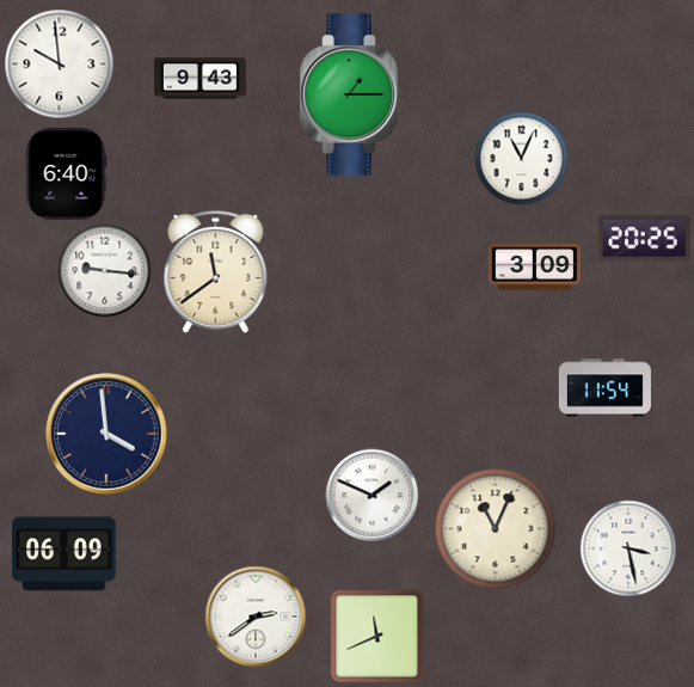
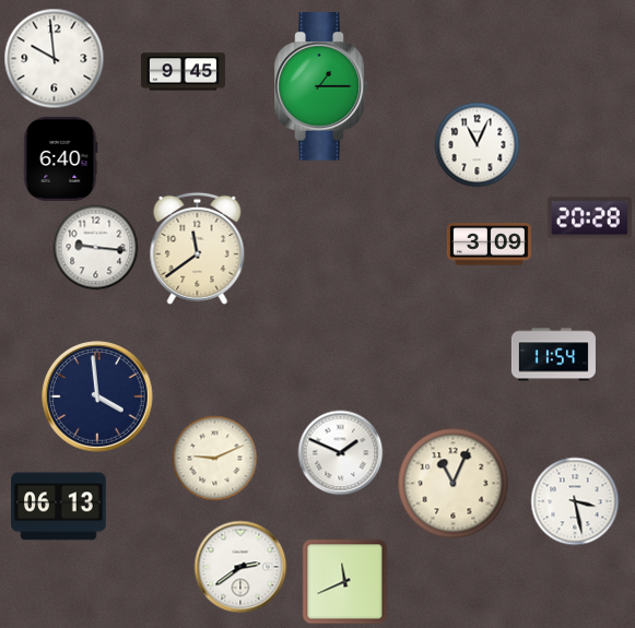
clock at (199, 79): 9:43 -> 9:45
clock at (644, 239): 20:25 -> 20:28
clock at (214, 458): none -> 9:11
clock at (65, 554): 06:09 -> 06:13
clock at (256, 617) position: (256, 617) -> (240, 567)
